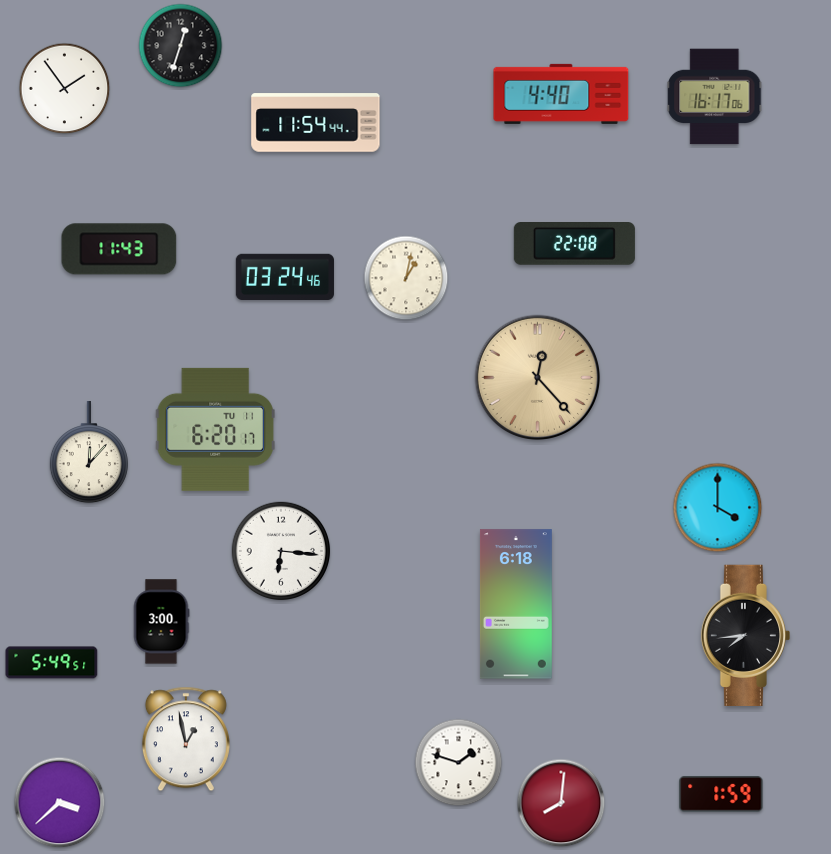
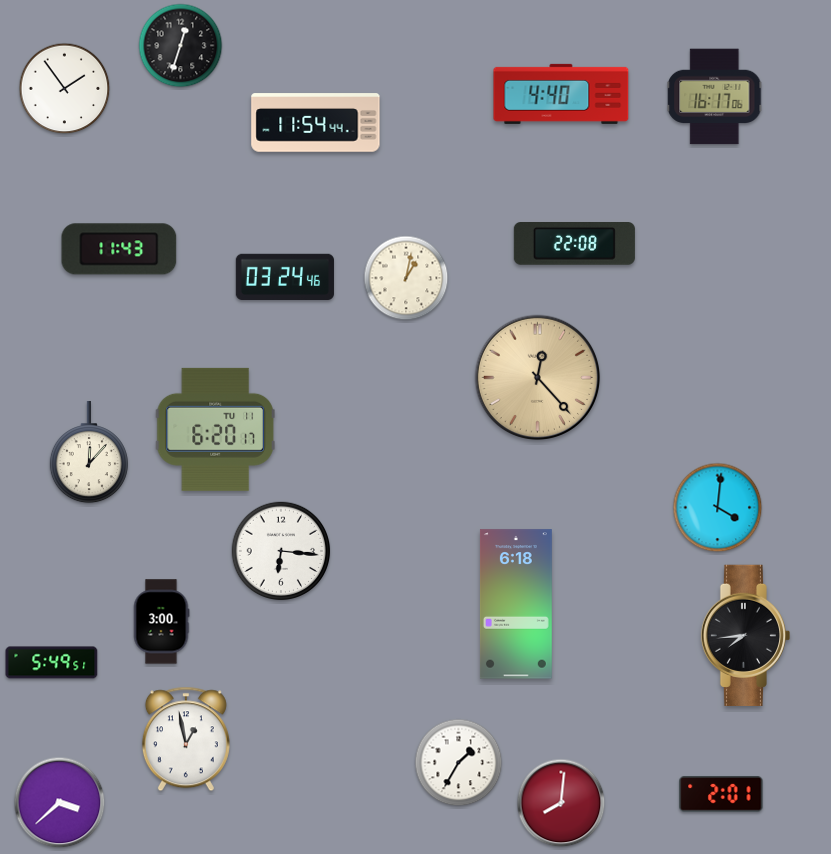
clock at (718, 508): 4:00 -> 4:01
clock at (459, 763): 1:48 -> 1:35
clock at (721, 794): 1:59 -> 2:01
